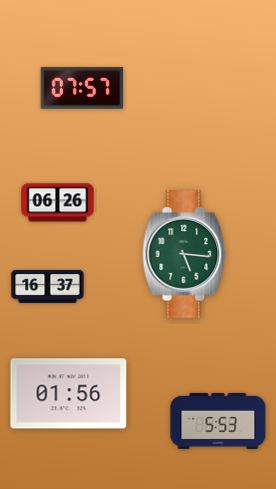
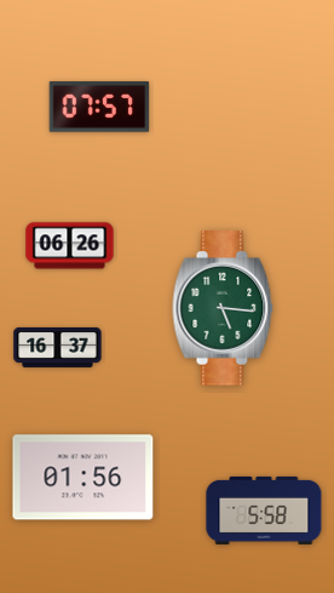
clock at (218, 421): 5:53 -> 5:58
